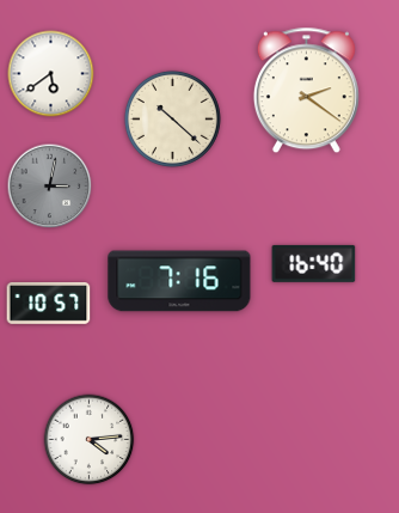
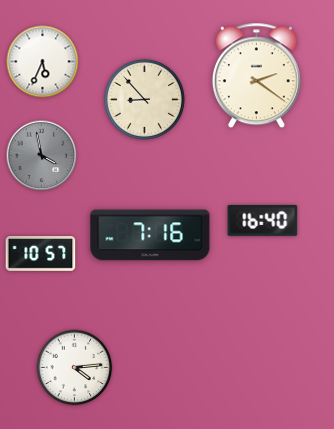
clock at (51, 74): 5:39 -> 5:34
clock at (172, 118): 10:22 -> 8:53
clock at (50, 187): 3:02 -> 3:58
